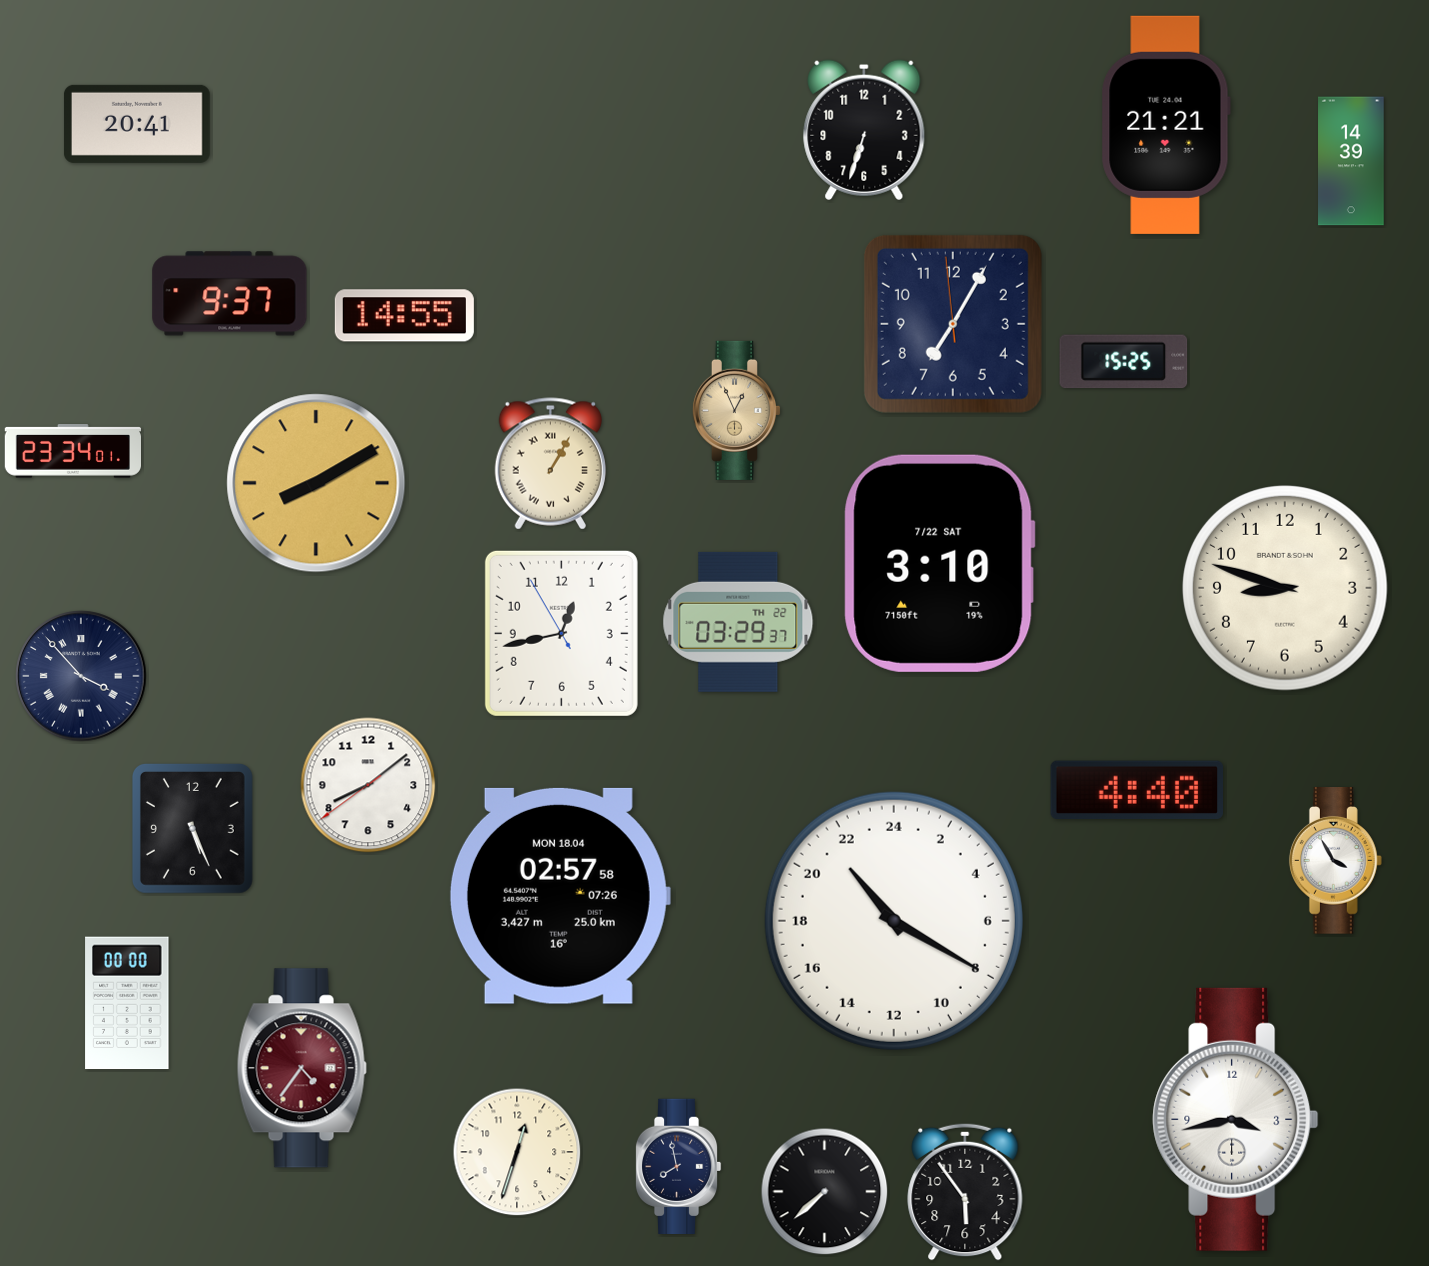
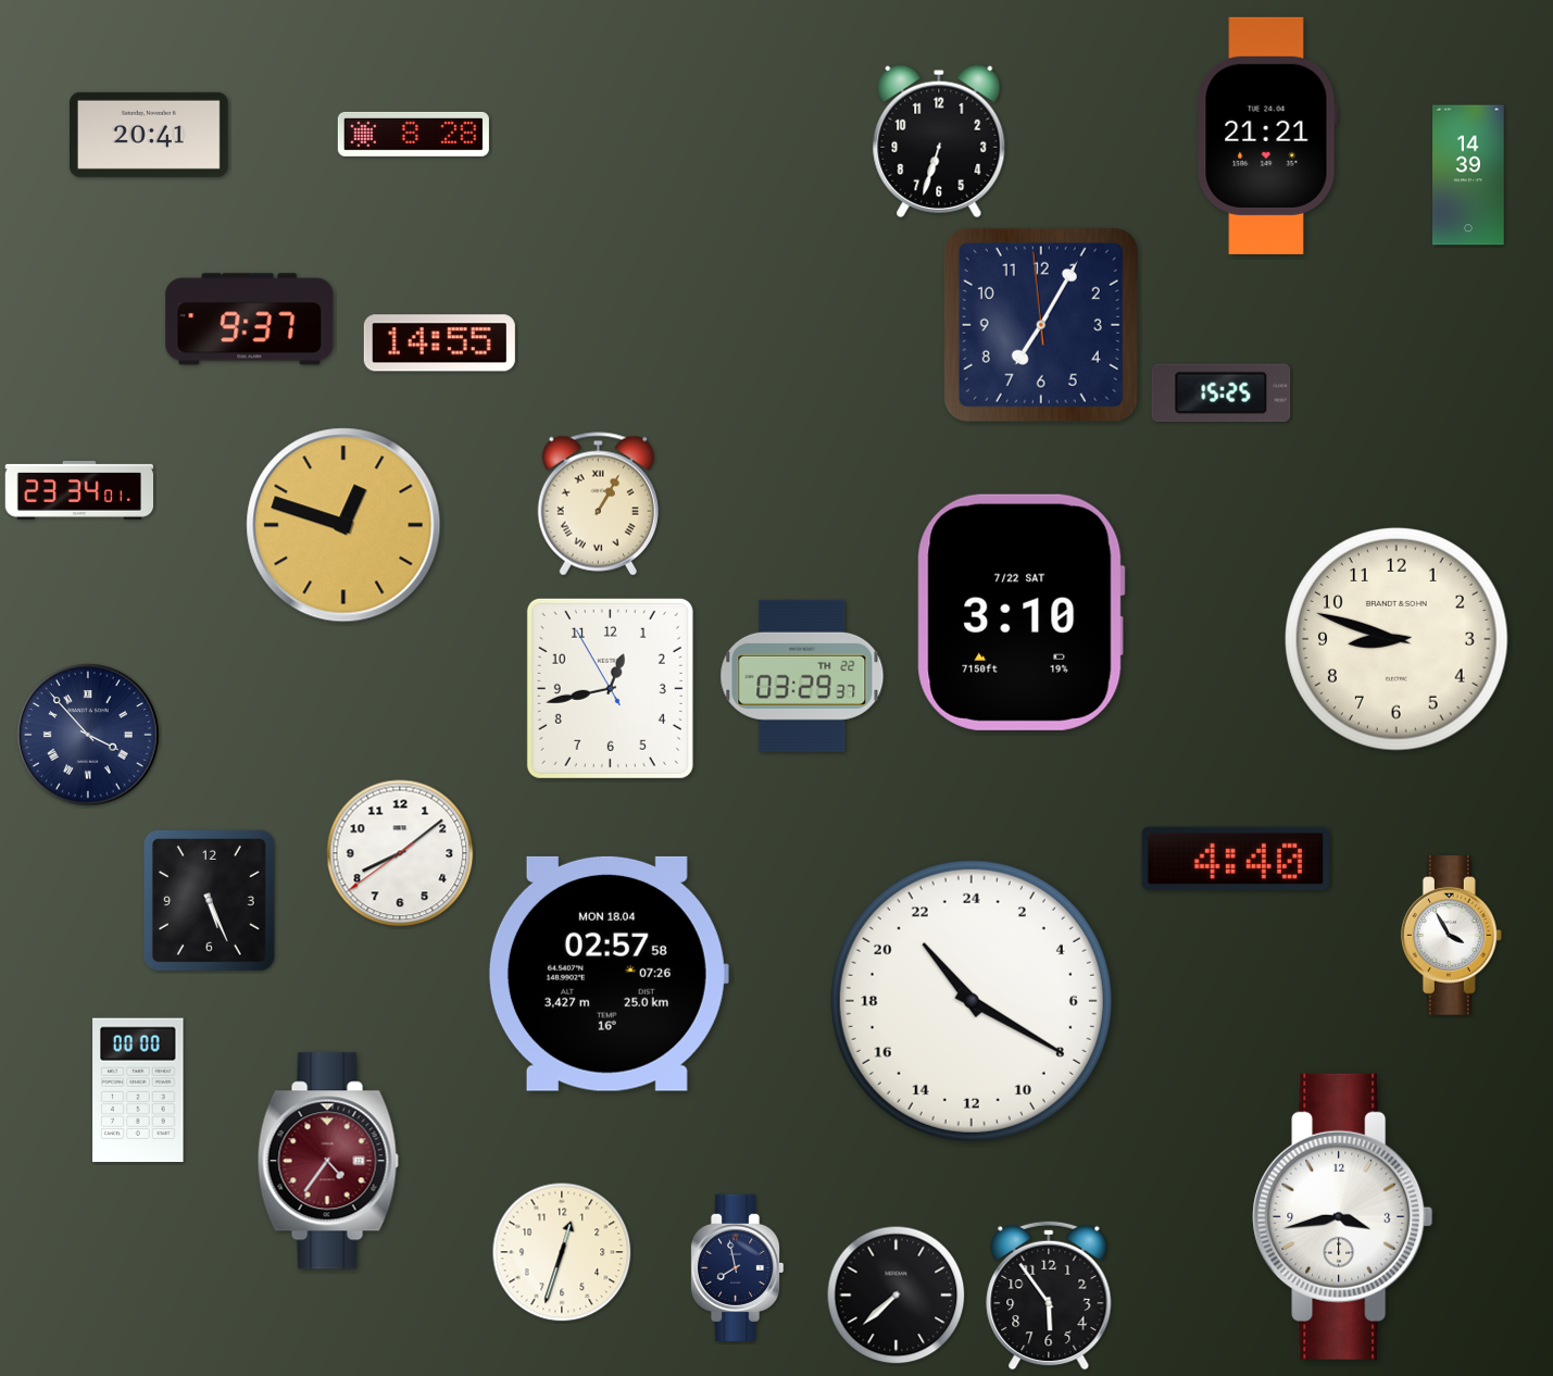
clock at (413, 134): none -> 8:28
clock at (953, 324) position: (953, 324) -> (1041, 325)
clock at (736, 410): 12:56 -> none
clock at (316, 483): 8:10 -> 12:48
